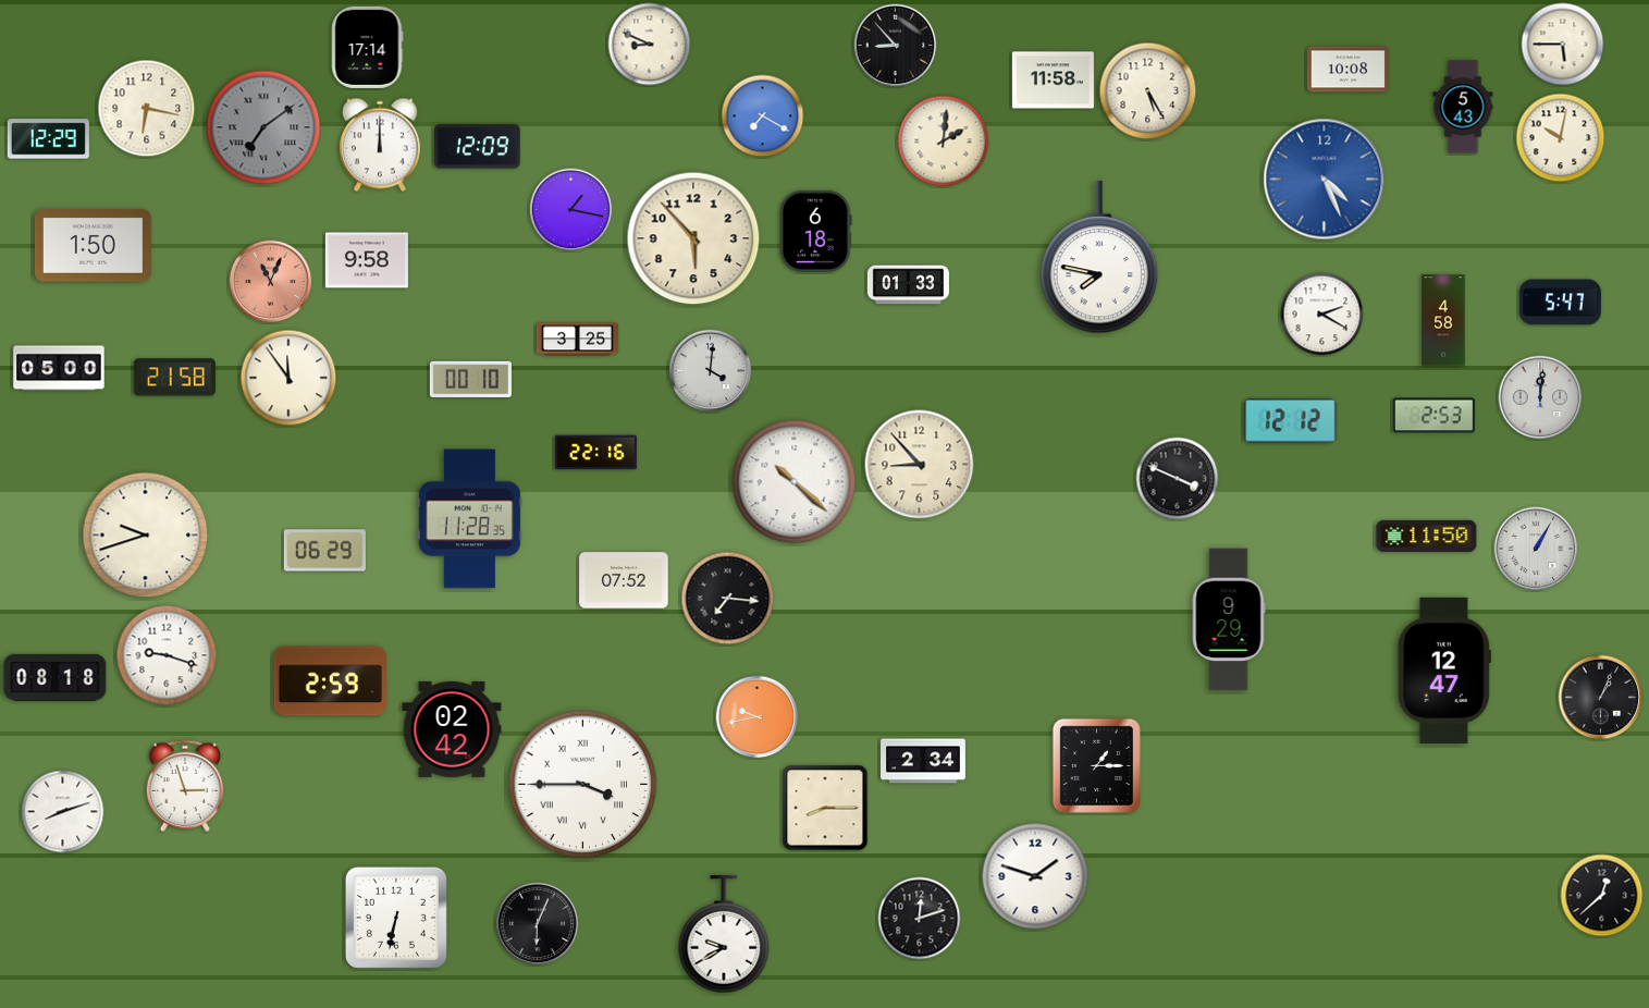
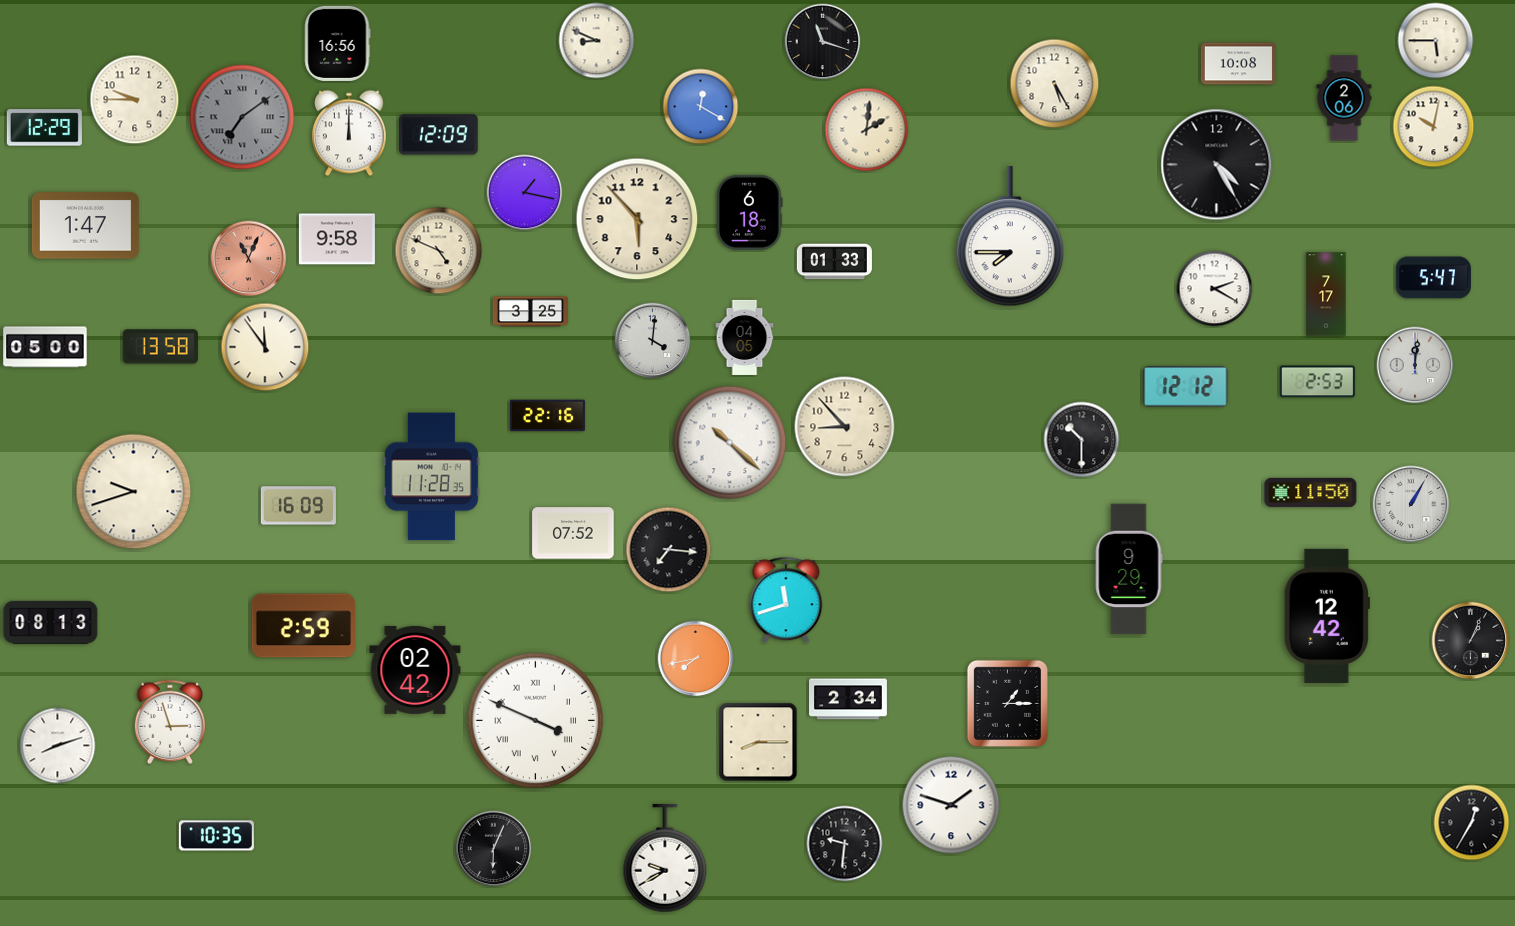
clock at (896, 46): 8:53 -> 11:18
clock at (368, 47): 17:14 -> 16:56
clock at (1053, 81): 11:58 -> none
clock at (1463, 107): 5:43 -> 2:06
clock at (147, 109): 6:17 -> 9:45
clock at (763, 116): 7:20 -> 12:20
clock at (1325, 180): 4:26 -> 4:25
clock at (1325, 180) dial: blue -> black
clock at (93, 246): 1:50 -> 1:47
clock at (1099, 257): 7:47 -> 7:45
clock at (439, 251): none -> 4:49
clock at (1443, 320): 4:58 -> 7:17
clock at (745, 337): none -> 04:05
clock at (59, 368) position: (59, 368) -> (45, 347)
clock at (174, 378): 21:58 -> 13:58
clock at (470, 379): 00:10 -> none
clock at (1178, 479): 3:49 -> 10:30
clock at (324, 551): 06:29 -> 16:09
clock at (786, 600): none -> 11:42
clock at (167, 655): 9:18 -> none
clock at (1444, 671): 12:47 -> 12:42
clock at (56, 677): 08:18 -> 08:13
clock at (758, 717): 9:43 -> 7:43
clock at (583, 785): 3:45 -> 3:49
clock at (1602, 896): 12:38 -> 12:35
clock at (216, 836): none -> 10:35
clock at (396, 918): 6:32 -> none
clock at (920, 919): 12:12 -> 9:31
